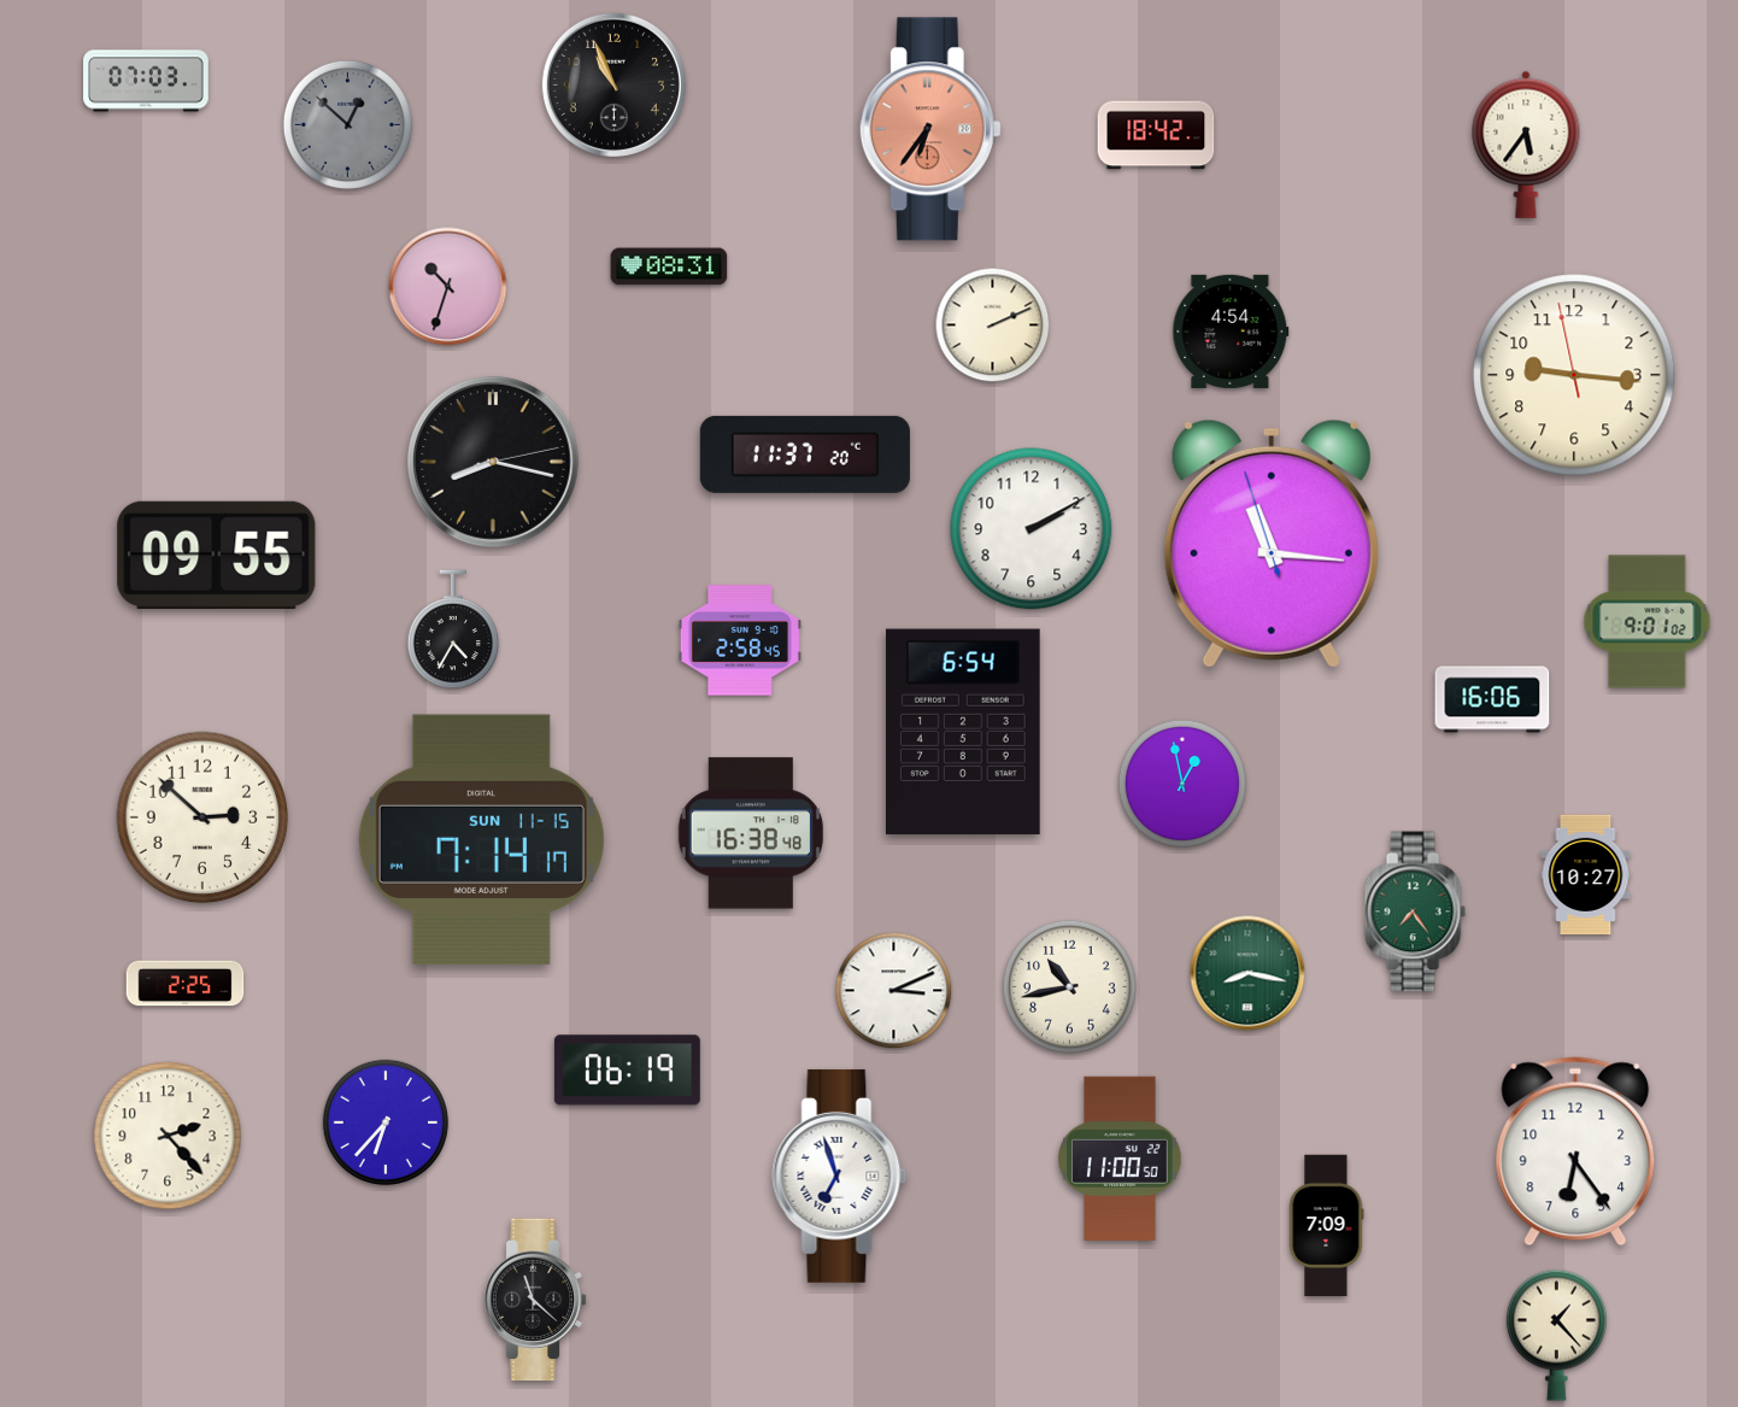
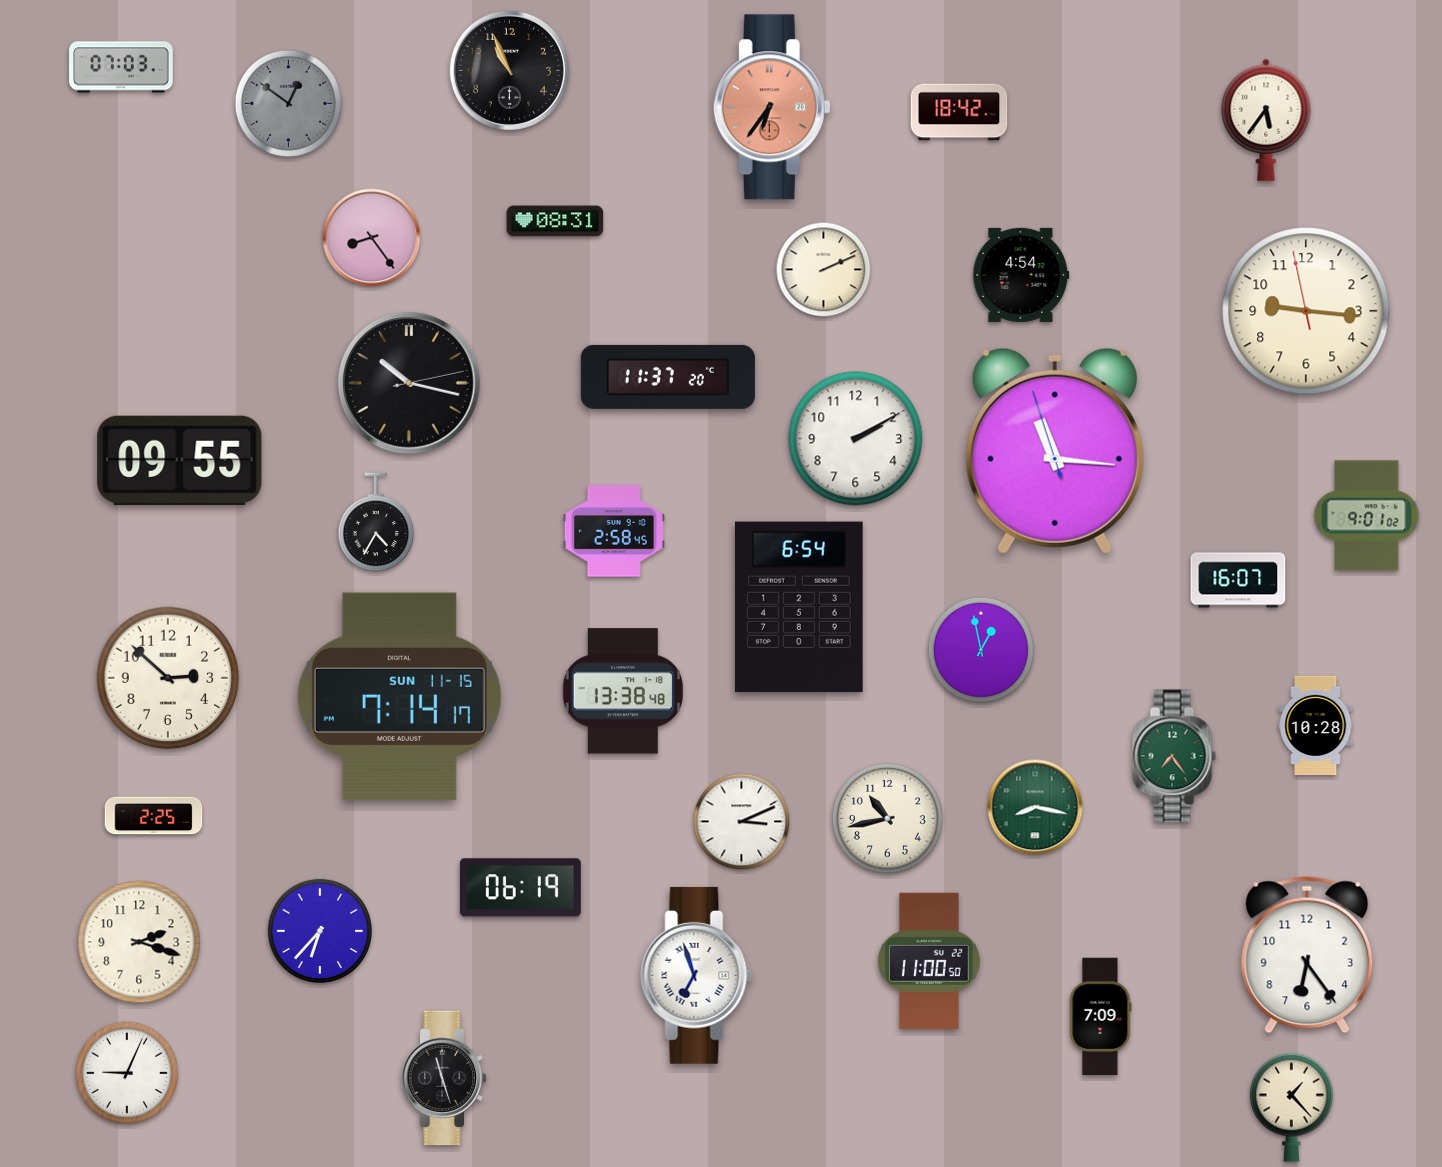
clock at (347, 124): 12:52 -> 12:51
clock at (448, 287): 10:33 -> 8:24
clock at (493, 462): 8:17 -> 10:17
clock at (1492, 699): 16:06 -> 16:07
clock at (751, 833): 16:38 -> 13:38
clock at (1586, 875): 10:27 -> 10:28
clock at (168, 1136): 2:23 -> 2:18
clock at (127, 1073): none -> 9:04
clock at (535, 1300): 11:22 -> 11:27
